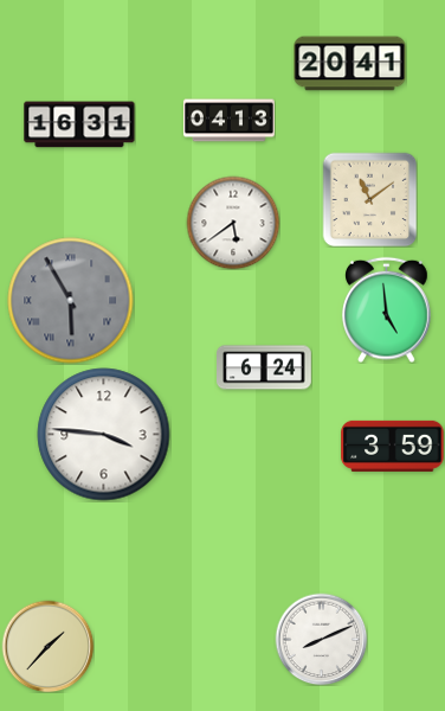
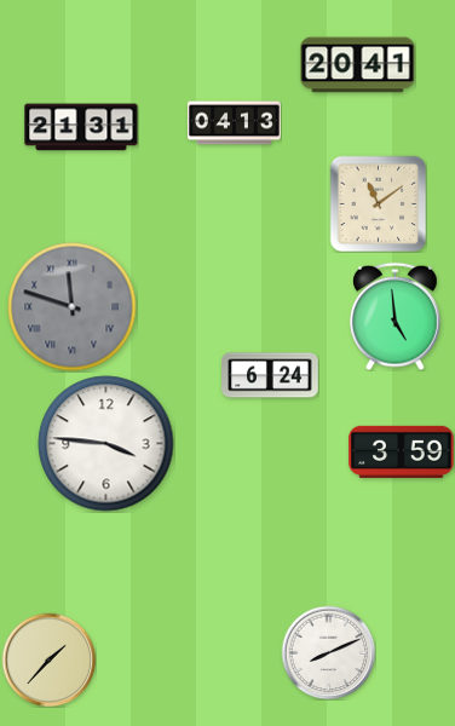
clock at (79, 124): 16:31 -> 21:31
clock at (233, 223): 5:39 -> none
clock at (71, 301): 5:55 -> 11:48
clock at (393, 446) position: (393, 446) -> (402, 451)
